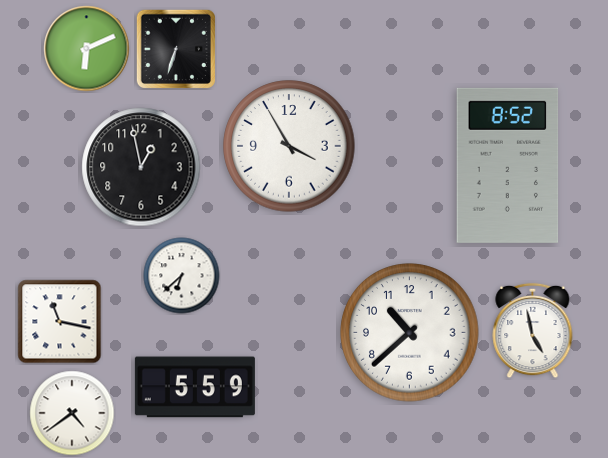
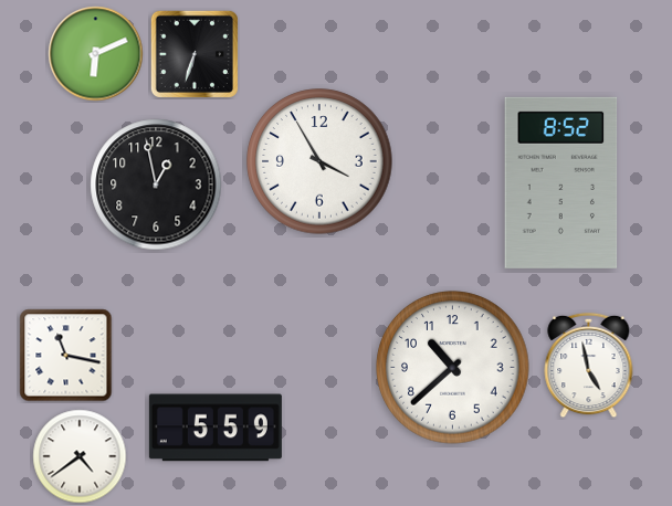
clock at (182, 276): 6:38 -> none
